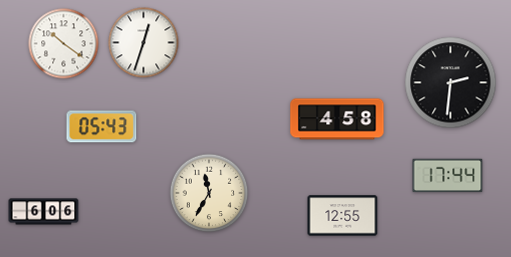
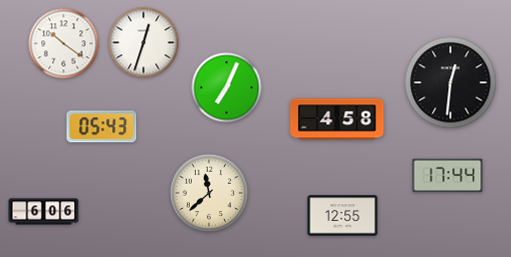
clock at (451, 83): 2:31 -> 12:31
clock at (227, 88): none -> 7:04
clock at (209, 193): 11:35 -> 11:38
